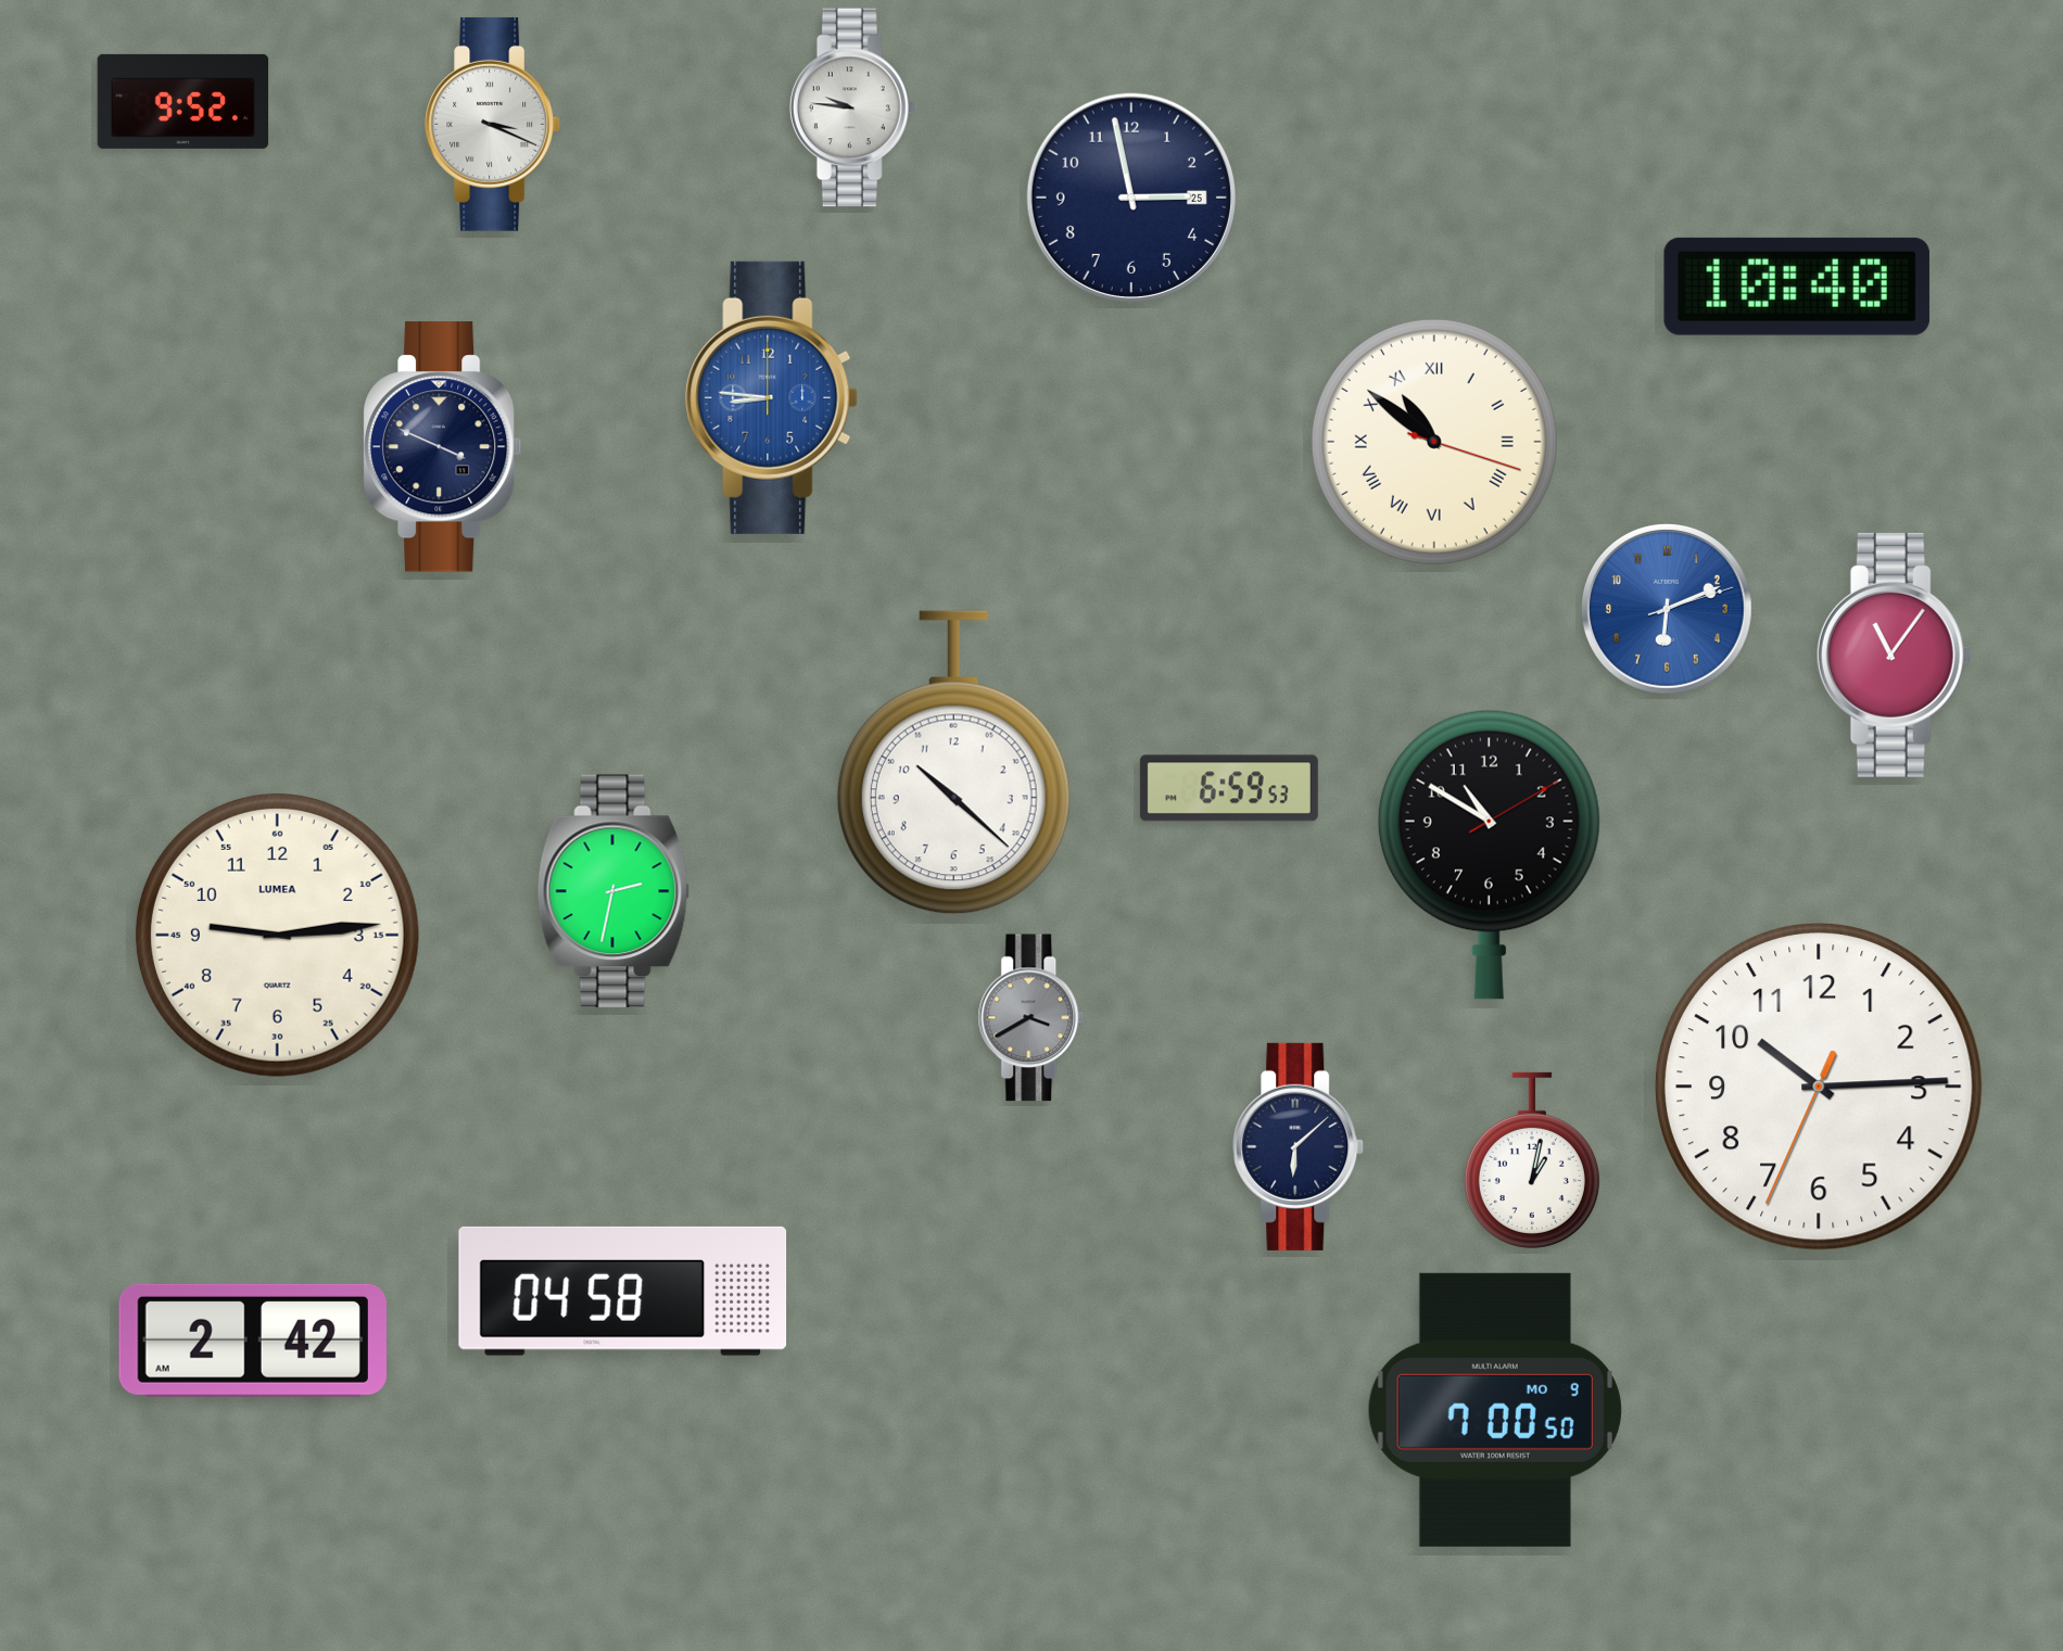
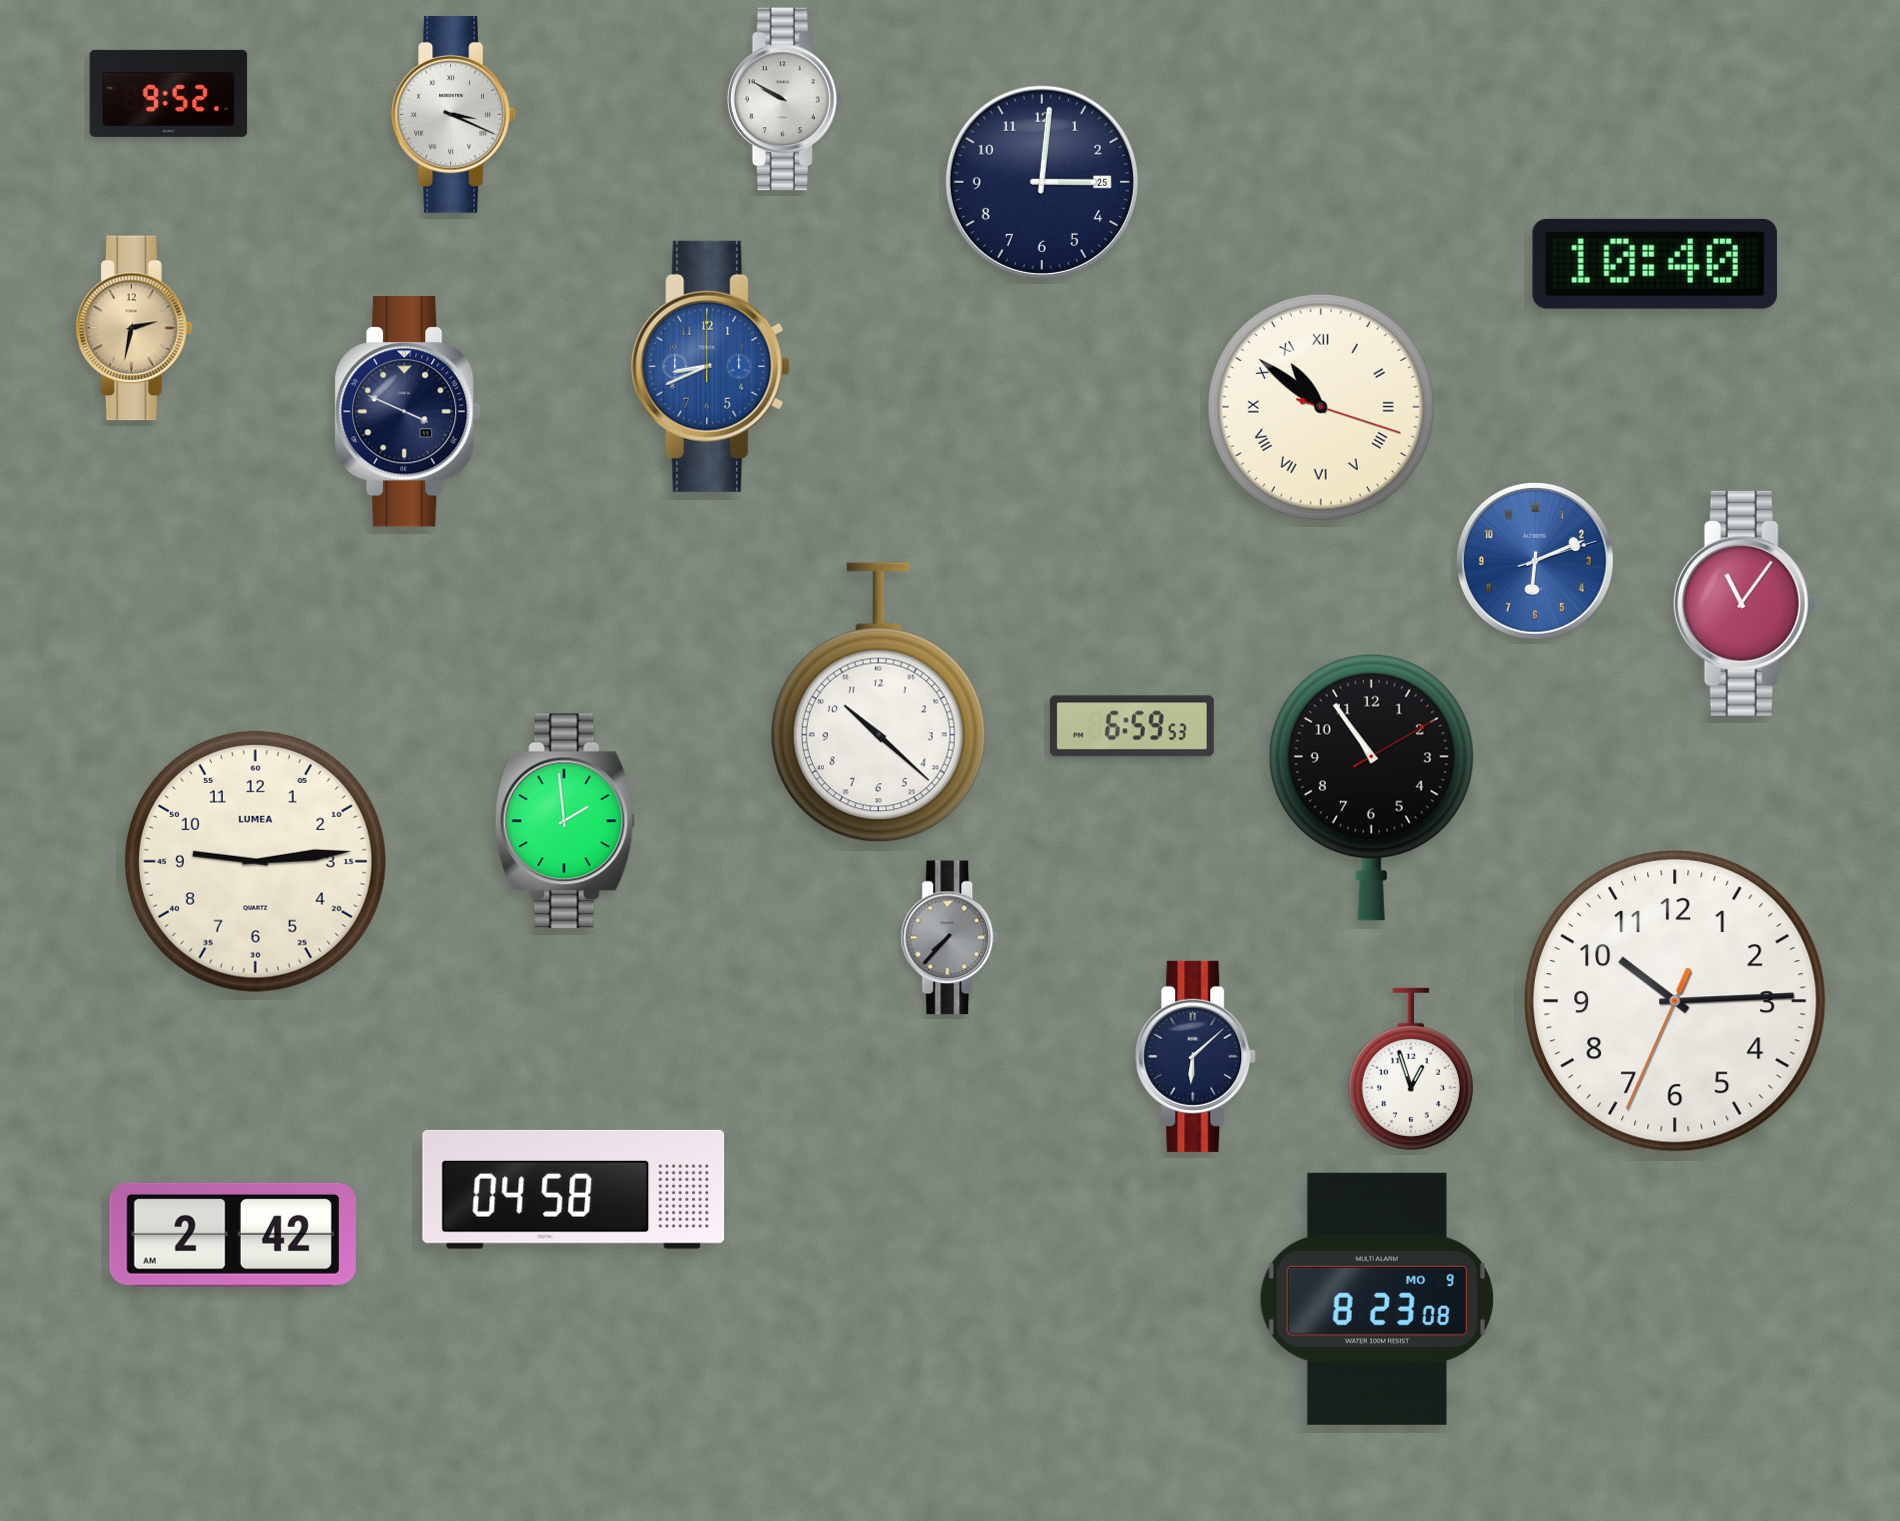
clock at (852, 107): 9:46 -> 9:50
clock at (1131, 198): 2:58 -> 3:01
clock at (134, 328): none -> 2:32
clock at (772, 397): 8:46 -> 8:41
clock at (1489, 854): 10:50 -> 10:54
clock at (613, 891): 2:32 -> 1:59
clock at (1031, 1018): 3:40 -> 7:37
clock at (1532, 1160): 1:02 -> 12:57
clock at (1495, 1410): 7:00 -> 8:23
